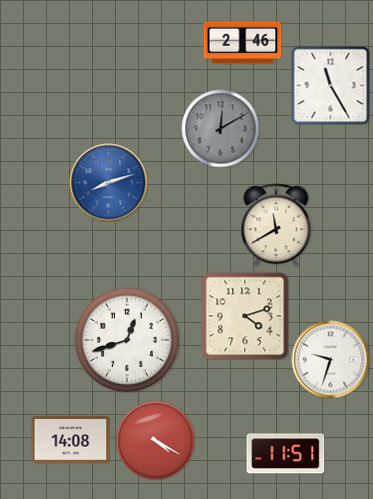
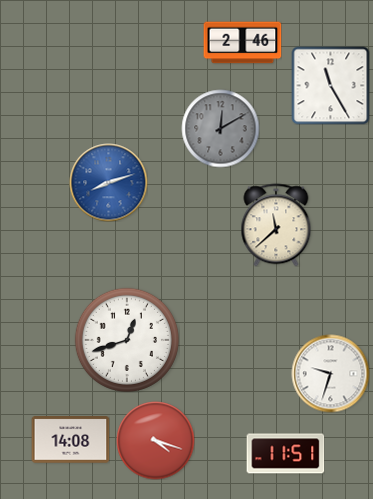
clock at (276, 225): 11:40 -> 11:38
clock at (245, 316): 4:12 -> none
clock at (330, 359) position: (330, 359) -> (330, 373)
clock at (155, 440): 4:20 -> 4:18
